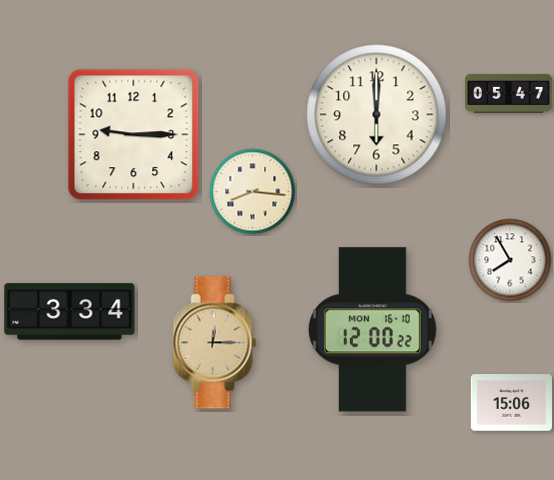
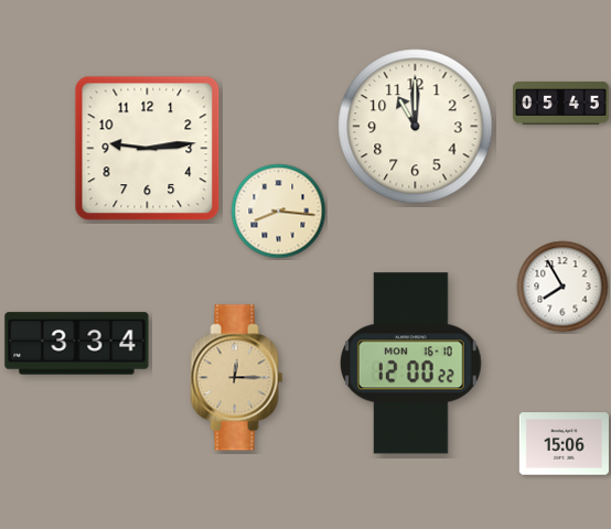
clock at (509, 94): 05:47 -> 05:45
clock at (377, 115): 6:00 -> 11:00
clock at (134, 135): 9:15 -> 9:14
